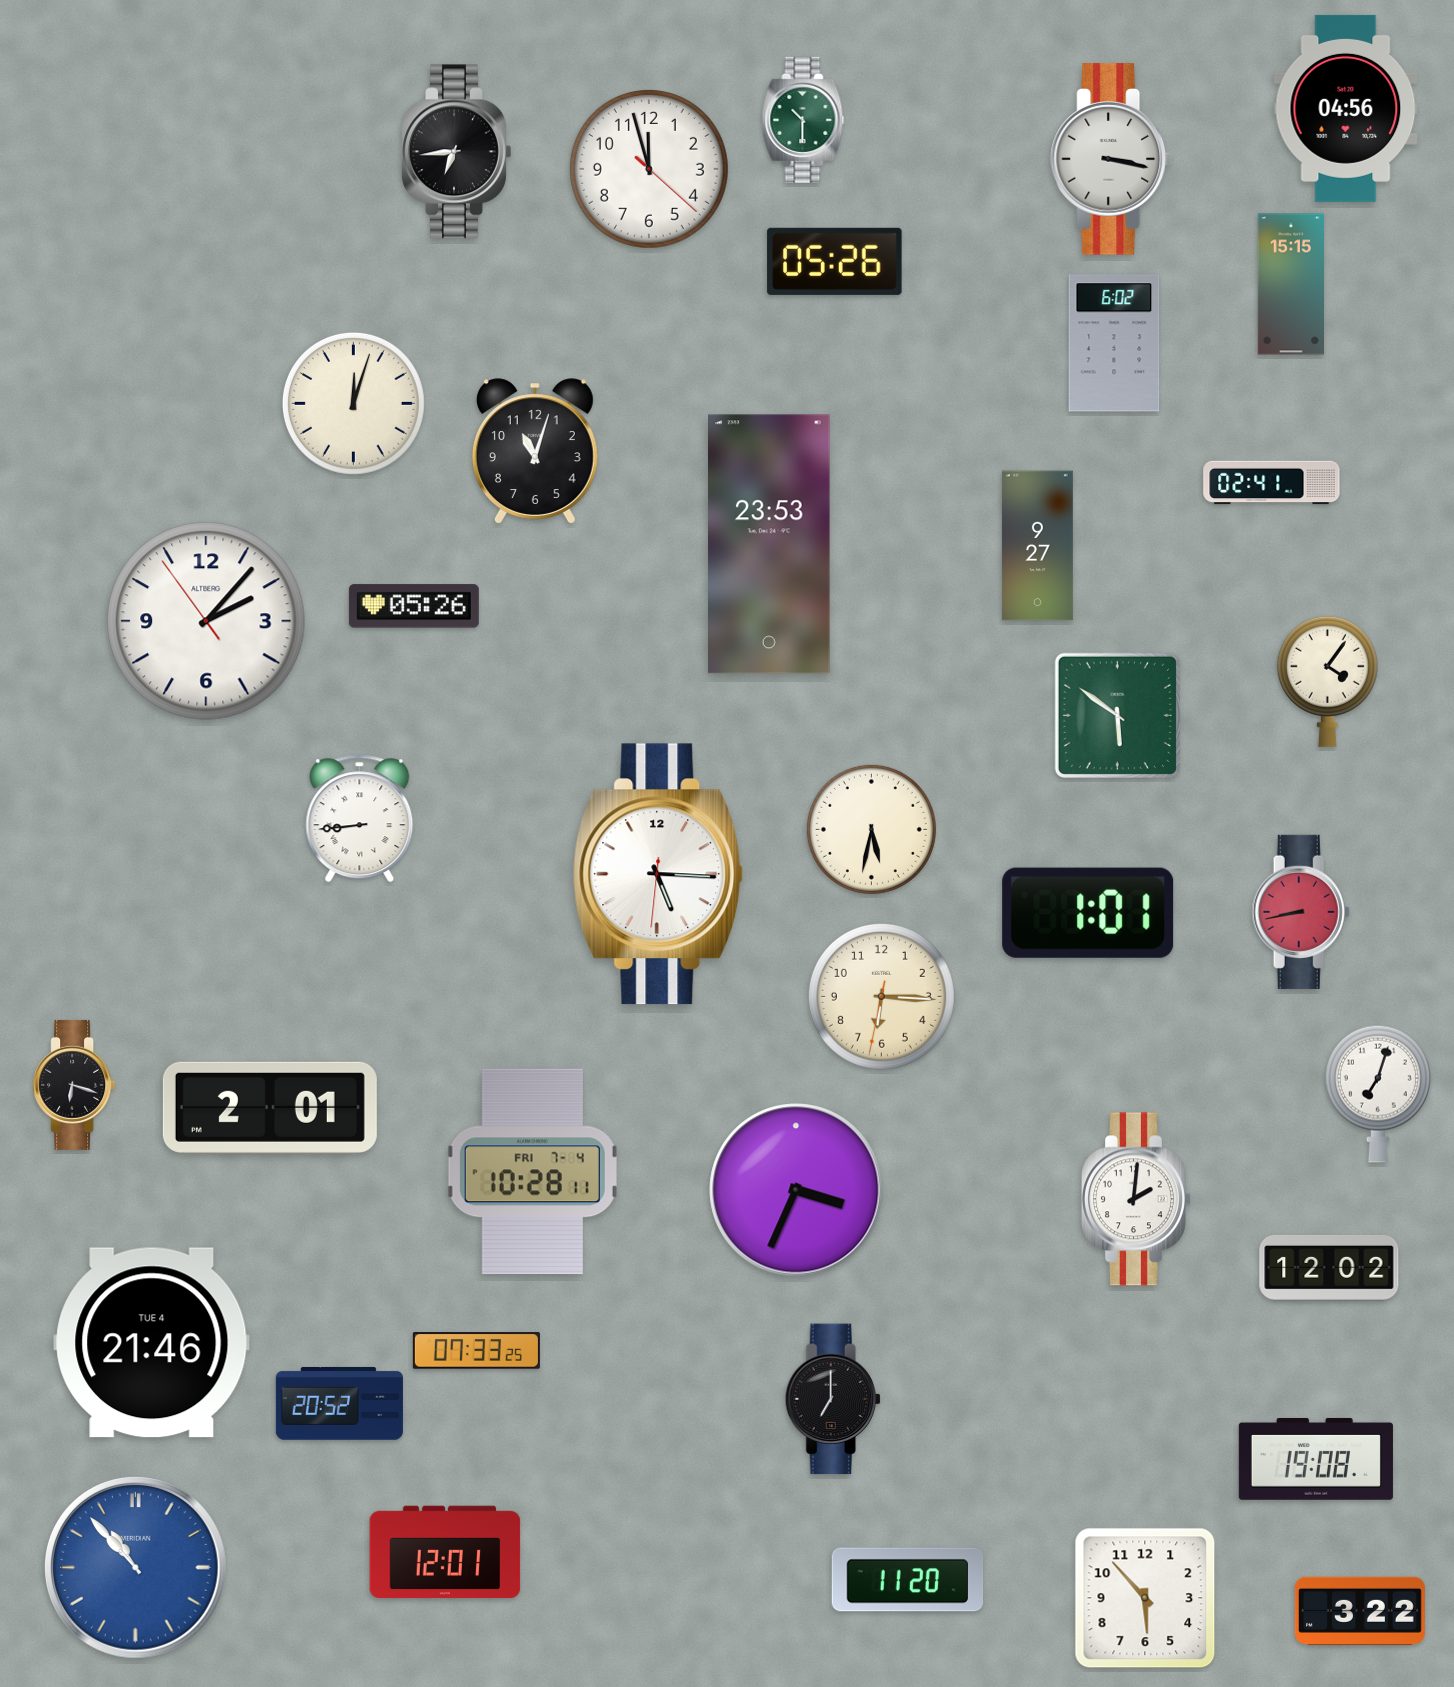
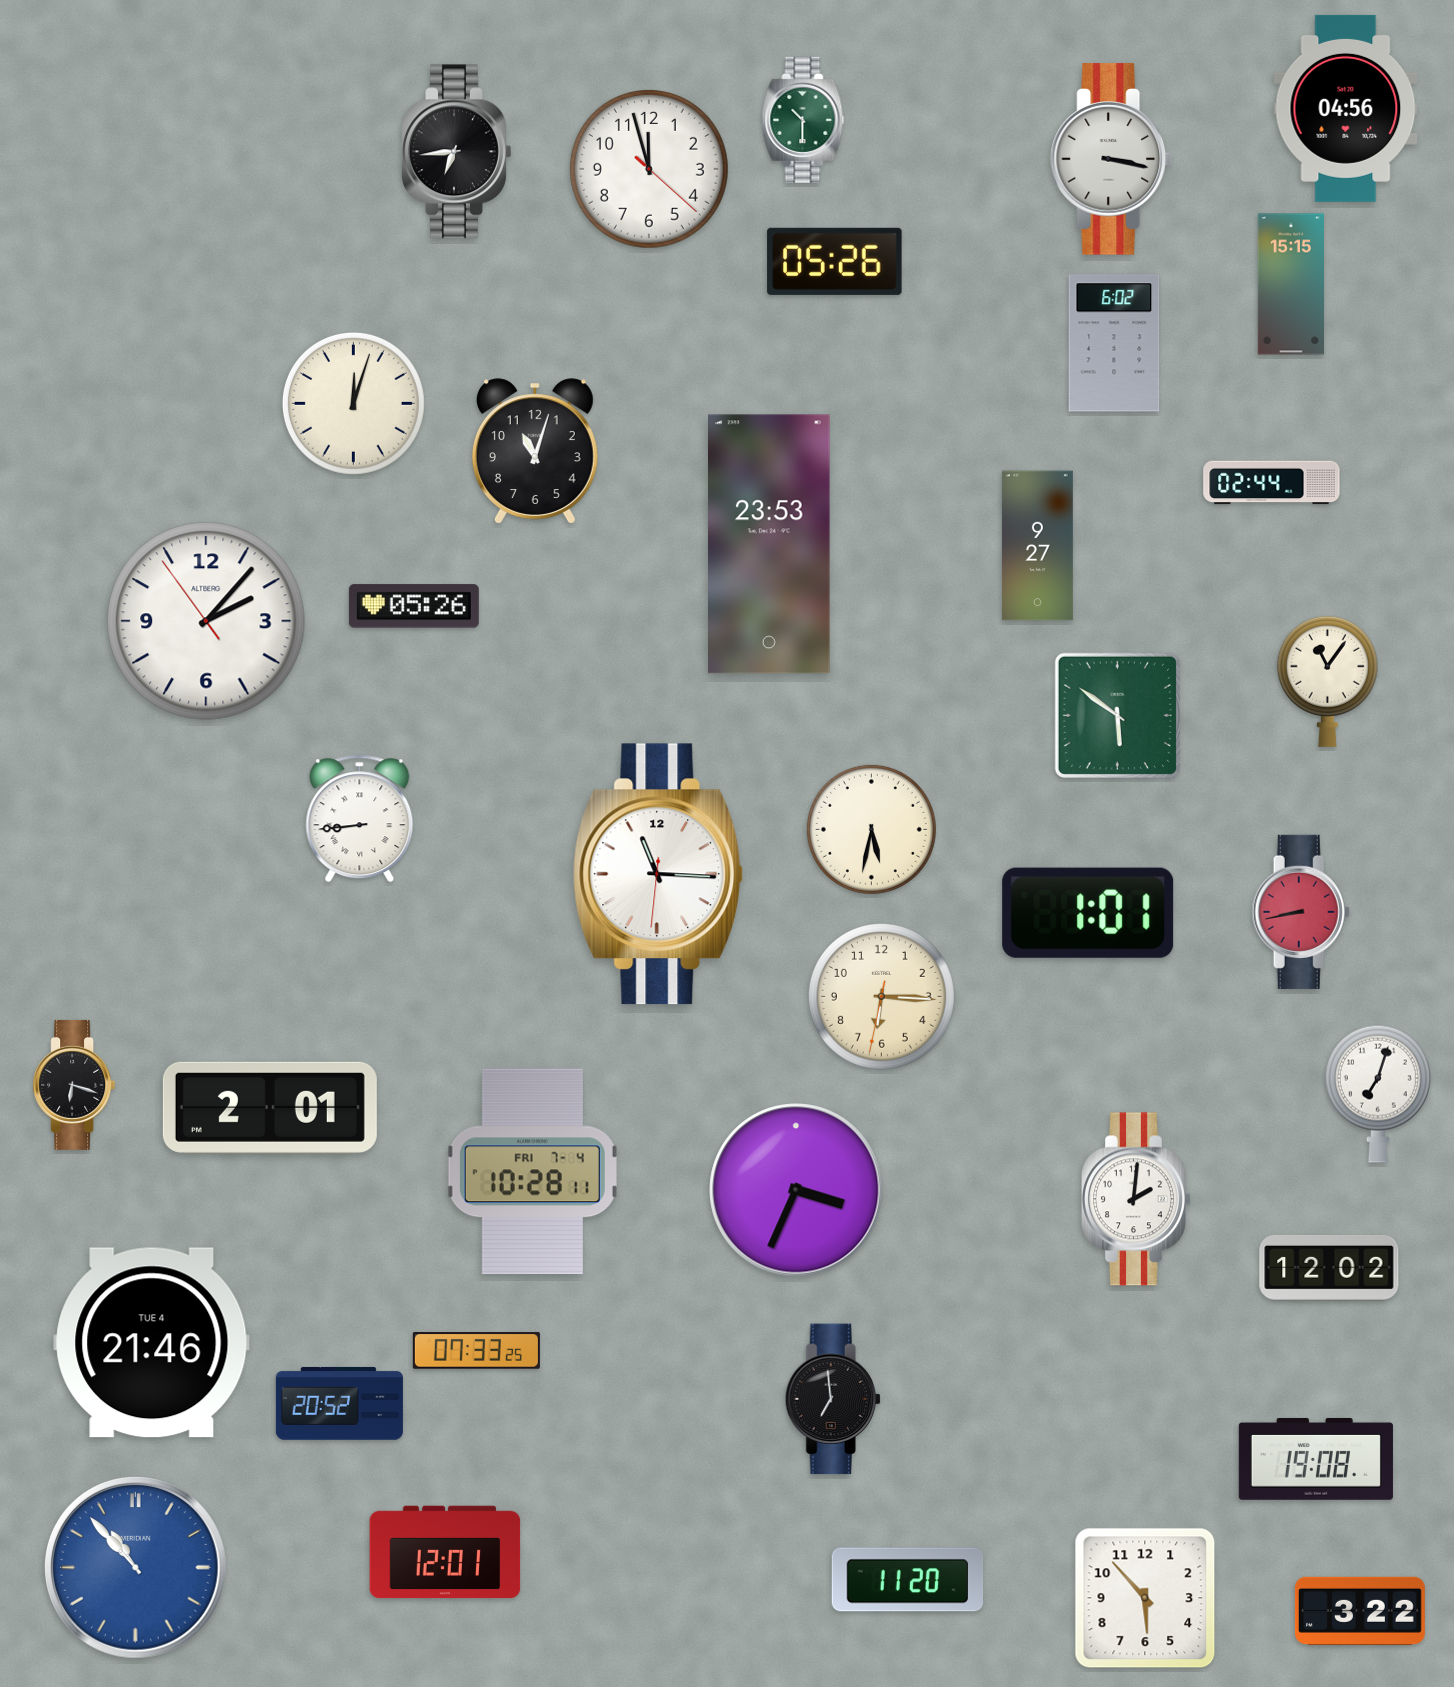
clock at (1272, 483): 02:41 -> 02:44
clock at (1327, 681): 4:06 -> 11:06
clock at (658, 874): 5:15 -> 11:15
clock at (833, 1399): 7:00 -> 6:59
